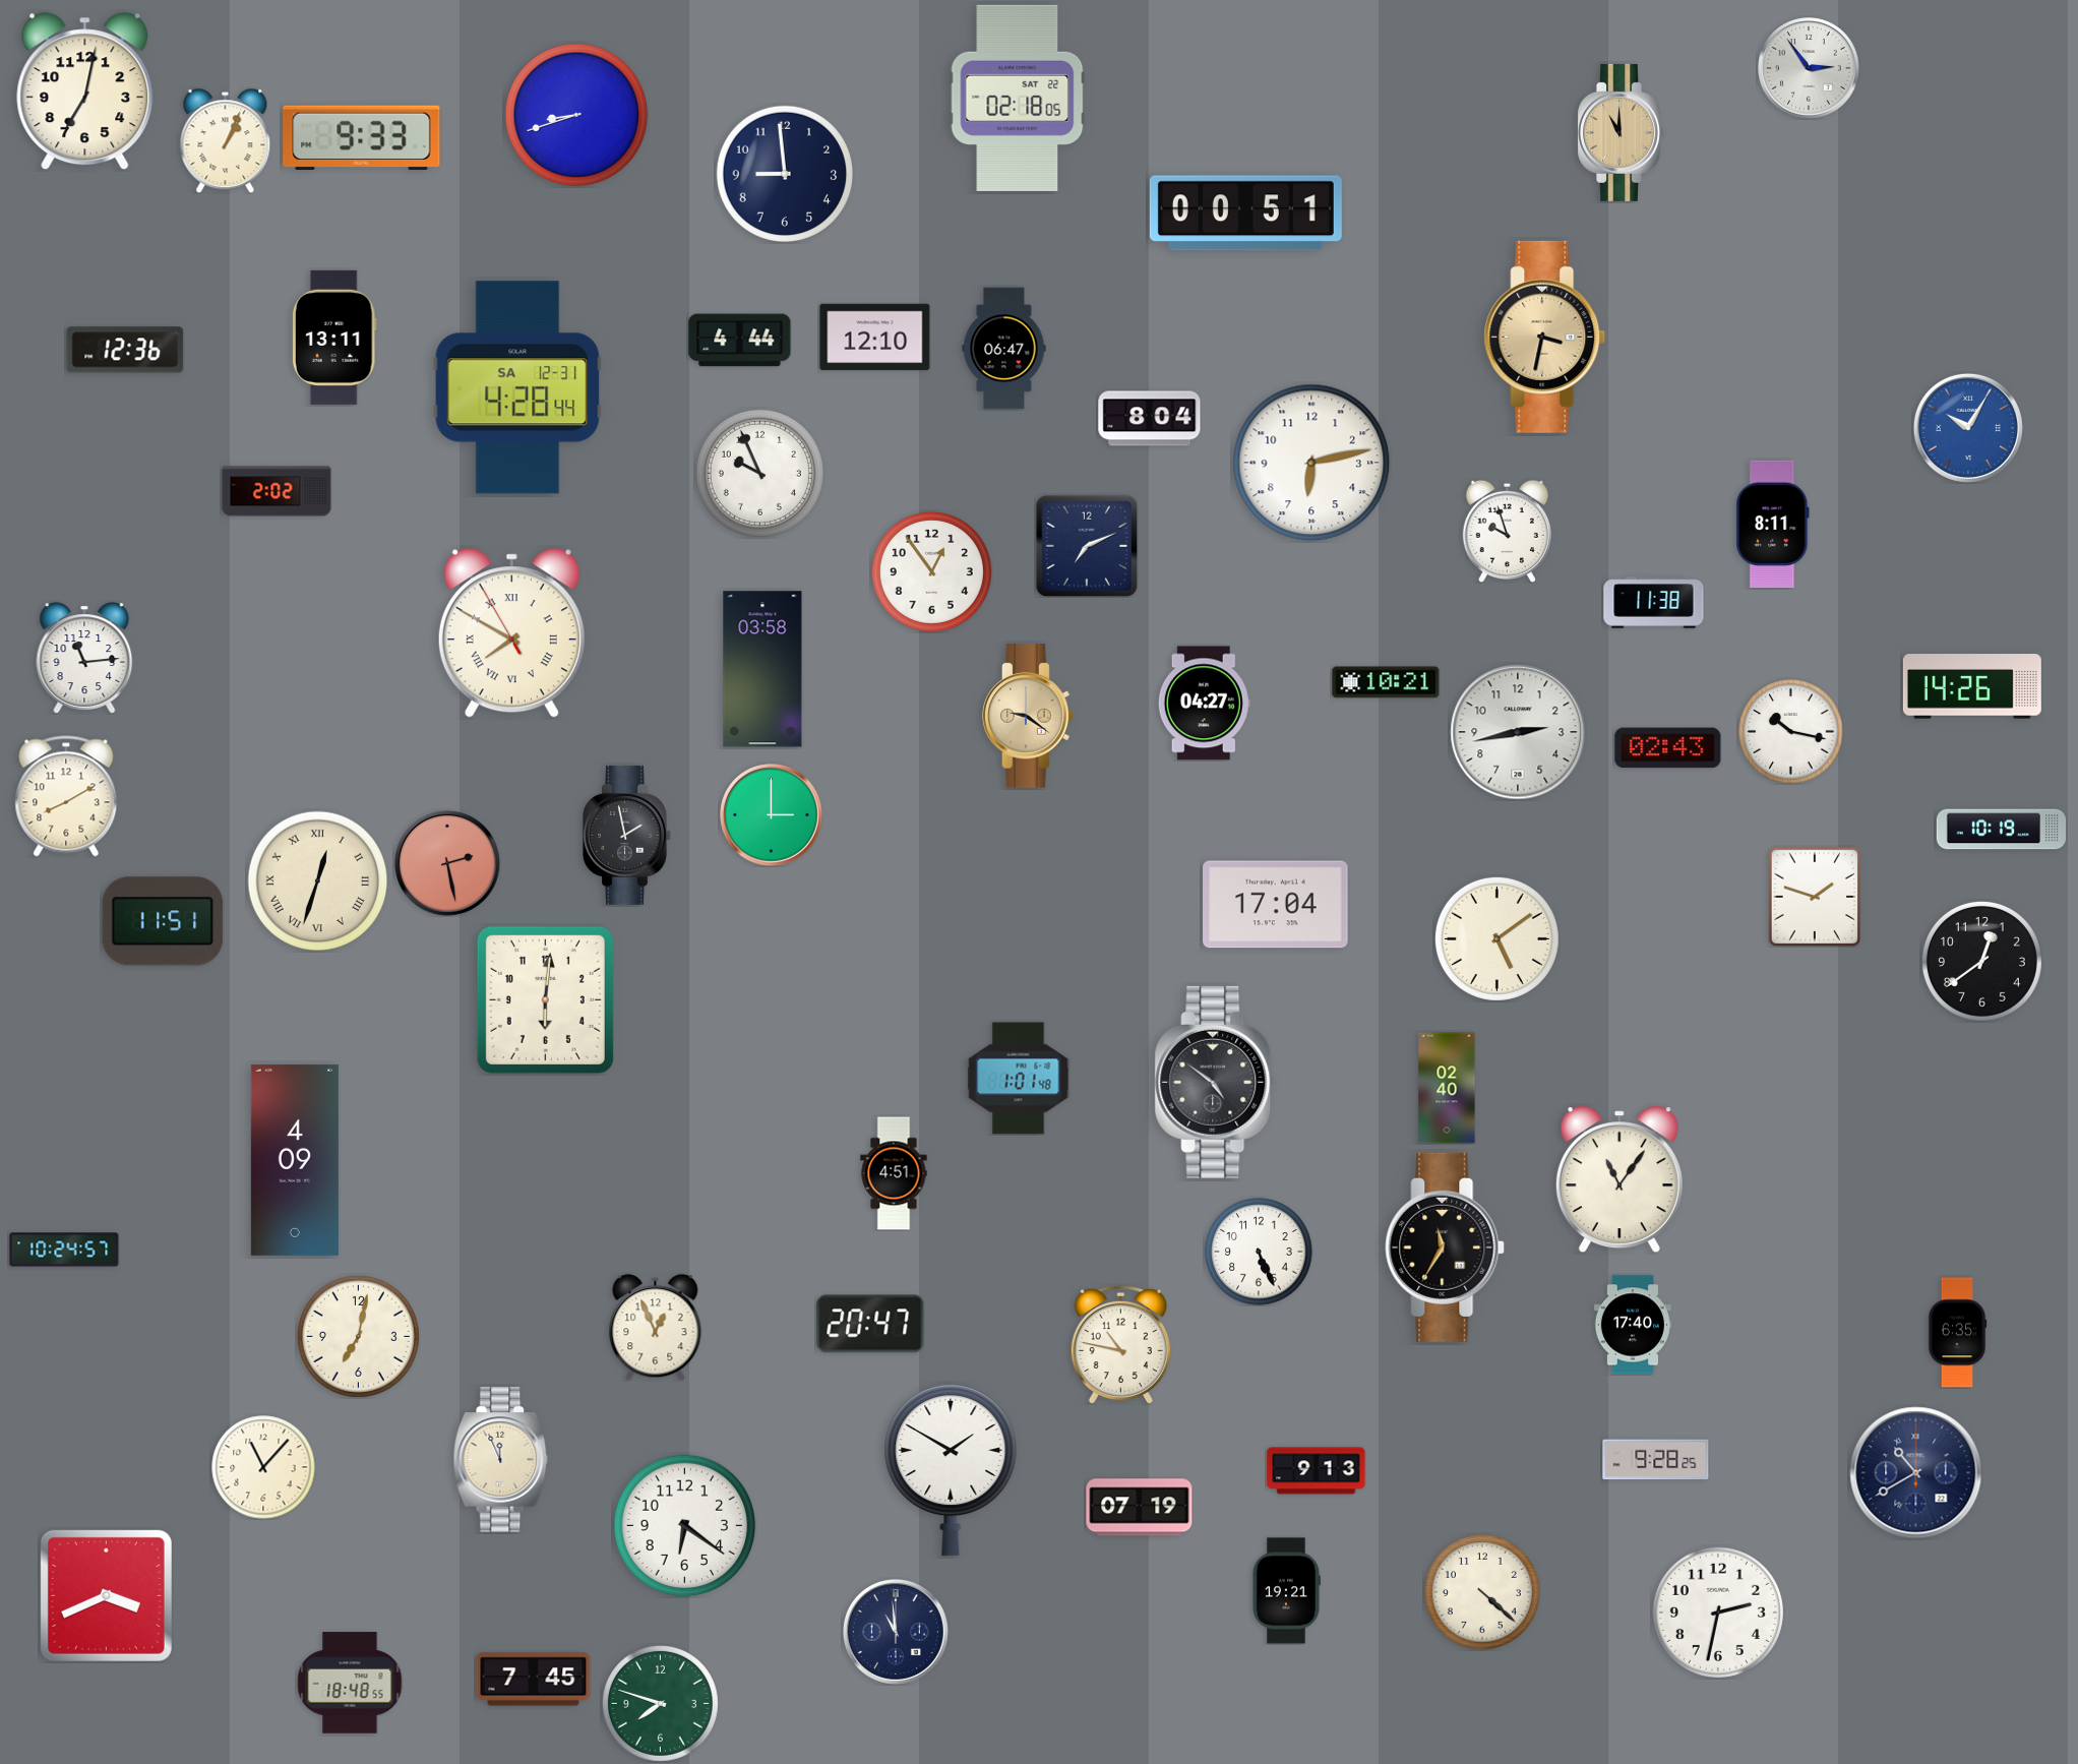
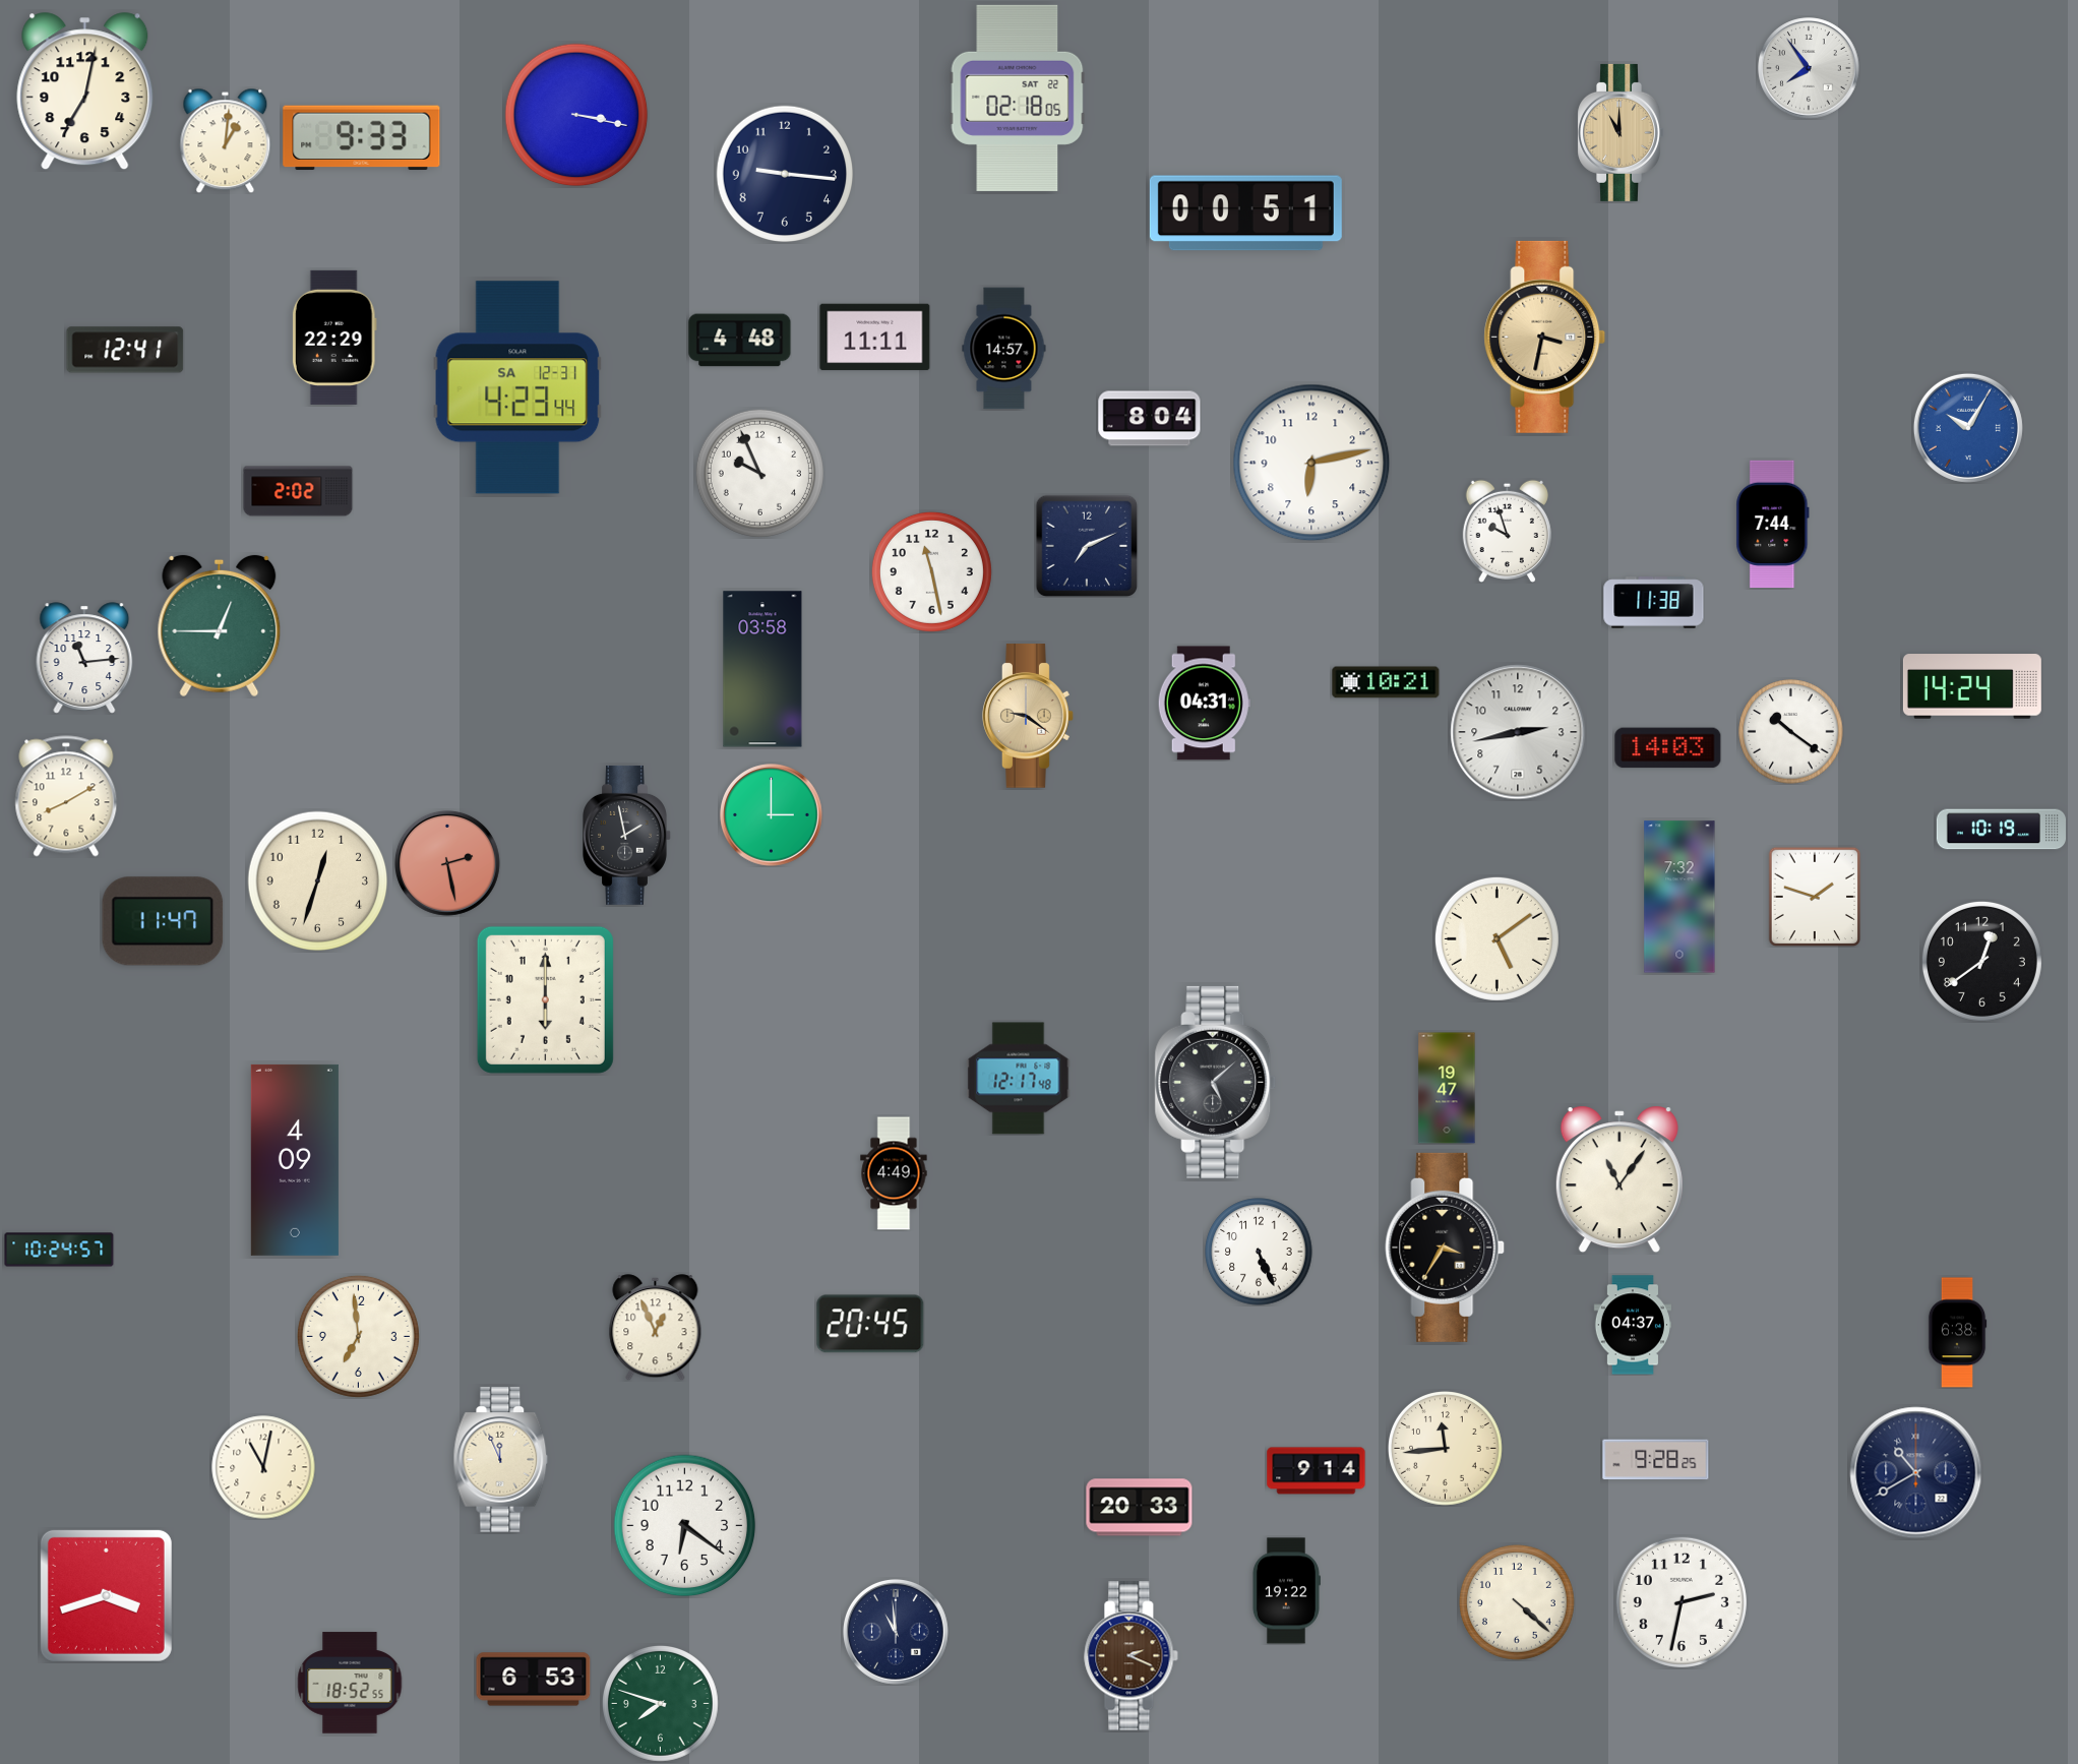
clock at (1809, 68): 2:54 -> 7:54
clock at (576, 115): 8:42 -> 3:17
clock at (226, 140): 1:04 -> 1:01
clock at (784, 173): 8:59 -> 9:16
clock at (334, 338): 13:11 -> 22:29
clock at (875, 338): 12:10 -> 11:11
clock at (740, 341): 4:44 -> 4:48
clock at (1004, 349): 06:47 -> 14:57
clock at (125, 350): 12:36 -> 12:41
clock at (517, 387): 4:28 -> 4:23
clock at (277, 491) position: (277, 491) -> (298, 491)
clock at (1773, 525): 8:11 -> 7:44
clock at (931, 571): 12:54 -> 11:28
clock at (220, 626): none -> 12:45
clock at (511, 633): 7:49 -> none
clock at (1972, 686): 14:26 -> 14:24
clock at (1204, 704): 04:27 -> 04:31
clock at (1791, 732): 10:17 -> 10:21
clock at (1668, 748): 02:43 -> 14:03
clock at (318, 881) numerals: Roman -> Arabic
clock at (1679, 897): none -> 7:32
clock at (1276, 905): 17:04 -> none
clock at (163, 921): 11:51 -> 11:47
clock at (545, 999): 6:01 -> 6:00
clock at (1019, 1079): 1:01 -> 12:17
clock at (1216, 1082): 4:51 -> 5:08
clock at (1447, 1088): 02:40 -> 19:47
clock at (894, 1173): 4:51 -> 4:49
clock at (1446, 1248): 11:35 -> 3:35
clock at (64, 1250) position: (64, 1250) -> (59, 1250)
clock at (870, 1324): 20:47 -> 20:45
clock at (1633, 1325): 17:40 -> 04:37
clock at (1957, 1333): 6:35 -> 6:38
clock at (358, 1336): 7:02 -> 6:59
clock at (1120, 1344): 10:47 -> none
clock at (1446, 1449): none -> 11:44
clock at (263, 1467): 11:07 -> 11:02
clock at (951, 1471): 1:50 -> none
clock at (1317, 1471): 9:13 -> 9:14
clock at (1140, 1508): 07:19 -> 20:33
clock at (1286, 1591): 19:21 -> 19:22
clock at (1483, 1593) position: (1483, 1593) -> (1518, 1603)
clock at (106, 1595): 3:41 -> 3:42
clock at (1718, 1613) position: (1718, 1613) -> (1682, 1602)
clock at (1132, 1656): none -> 2:19
clock at (534, 1680): 7:45 -> 6:53
clock at (350, 1683): 18:48 -> 18:52
